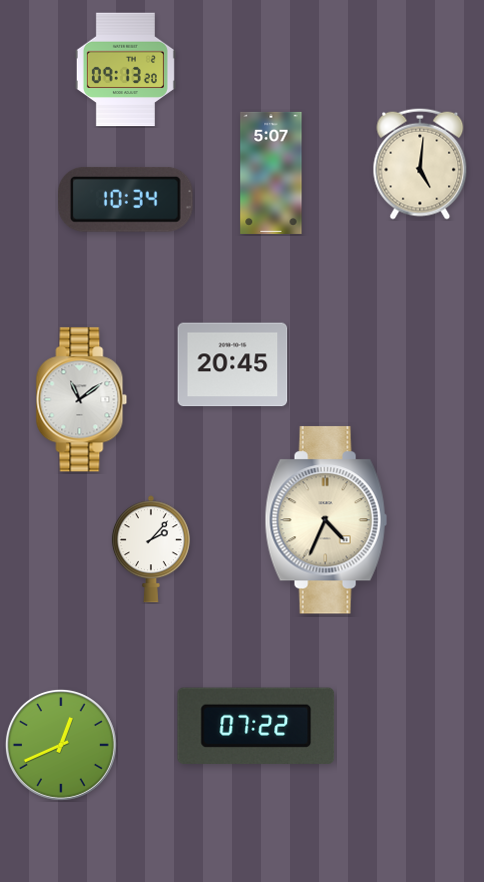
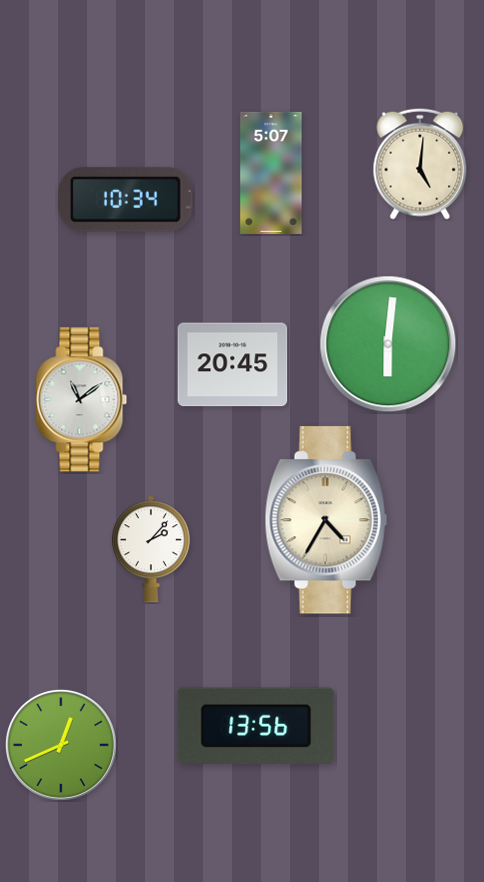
clock at (125, 70): 09:13 -> none
clock at (388, 344): none -> 6:01
clock at (326, 520): 4:34 -> 4:35
clock at (256, 726): 07:22 -> 13:56
